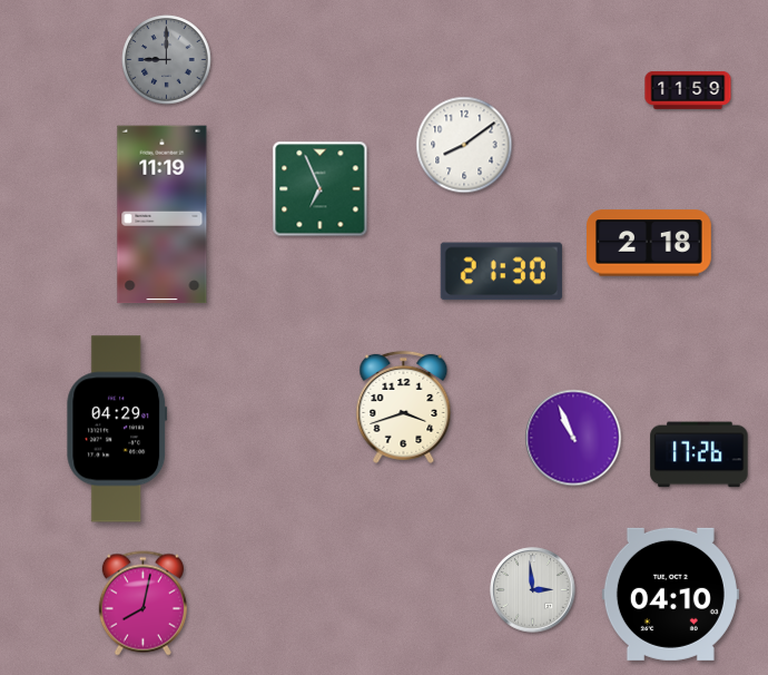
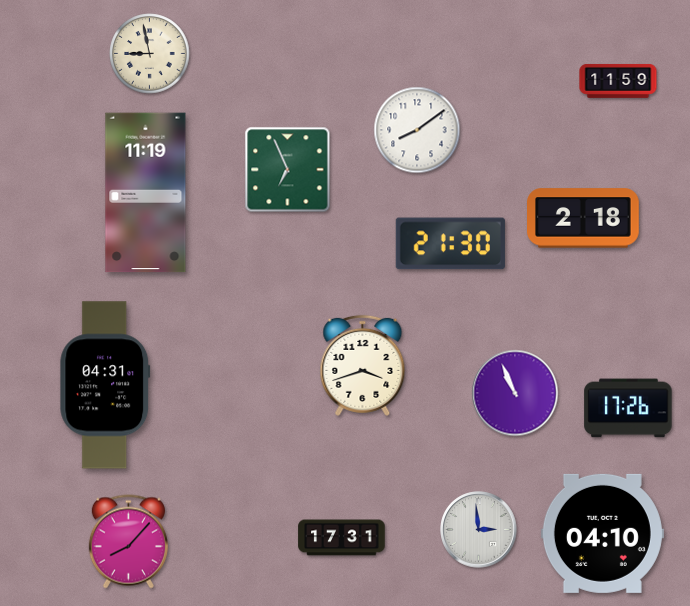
clock at (167, 60): 9:00 -> 8:58
clock at (167, 60) dial: grey -> cream
clock at (117, 429): 04:29 -> 04:31
clock at (342, 538): none -> 17:31
clock at (142, 604): 8:02 -> 8:07
